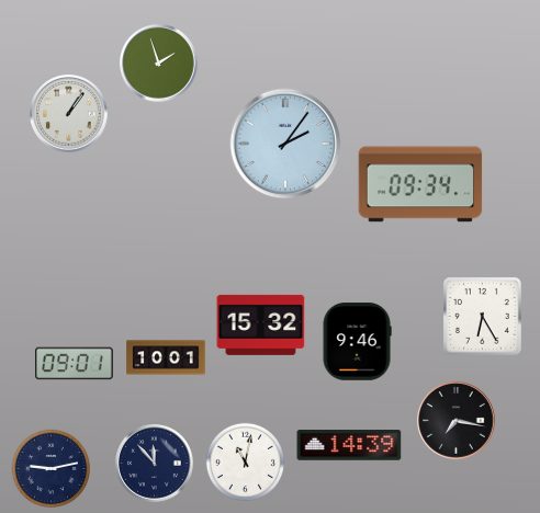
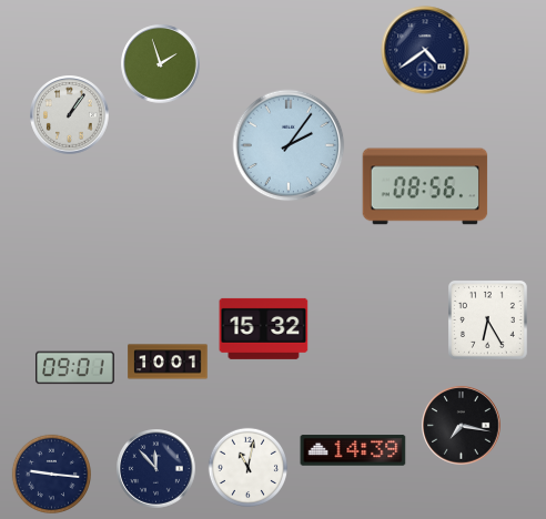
clock at (425, 50): none -> 4:39
clock at (420, 184): 09:34 -> 08:56
clock at (357, 342): 9:46 -> none
clock at (50, 468): 9:13 -> 9:16
